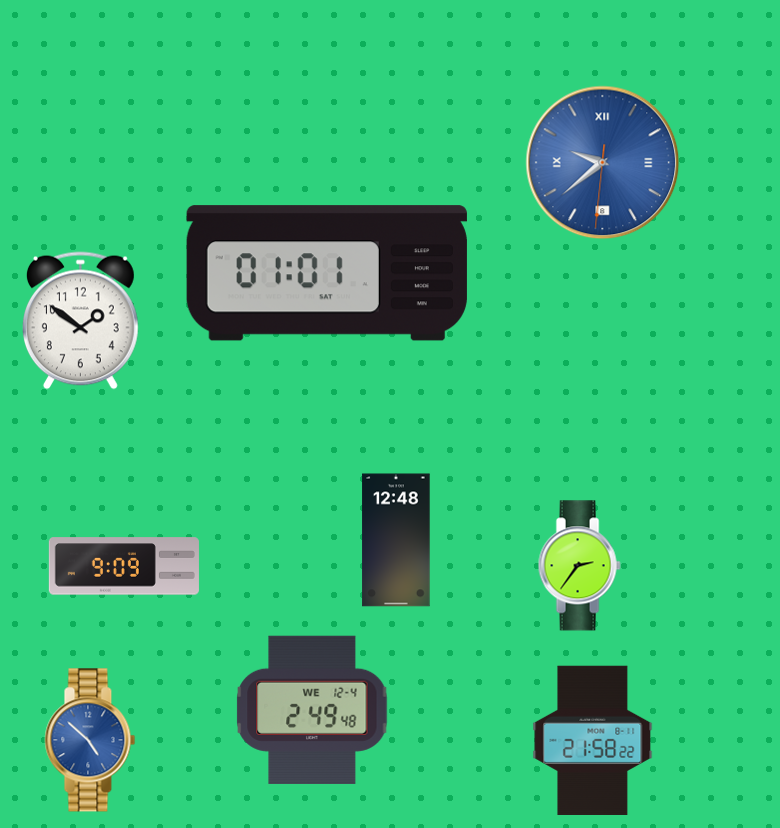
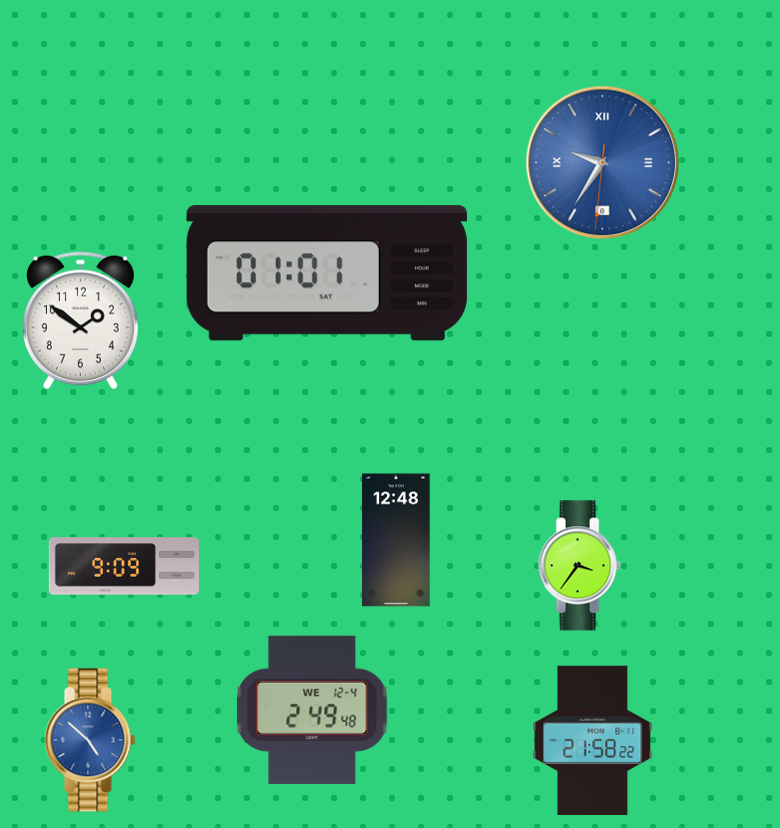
clock at (603, 163): 9:38 -> 9:35
clock at (579, 566): 2:36 -> 3:36
